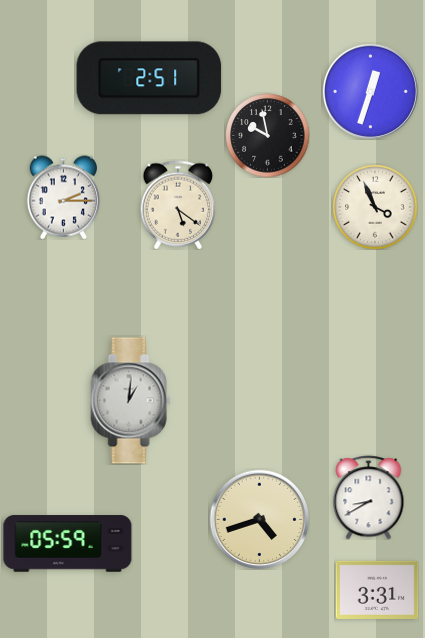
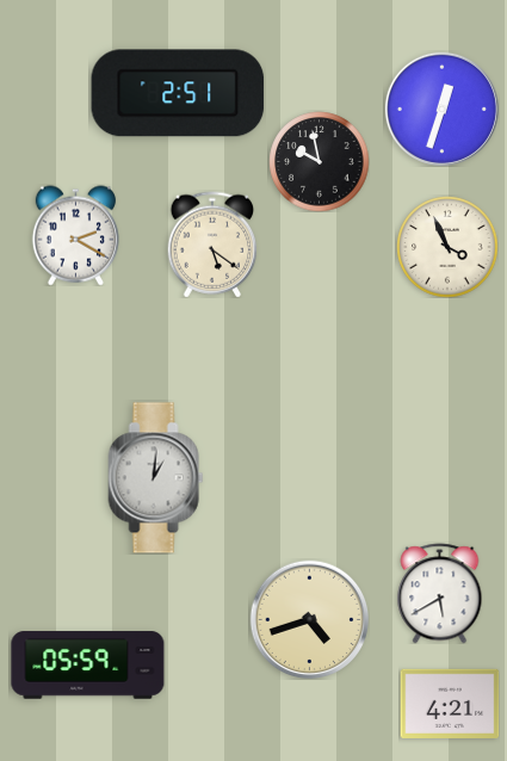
clock at (63, 197): 2:15 -> 2:20
clock at (369, 497): 8:40 -> 5:40
clock at (68, 544) position: (68, 544) -> (88, 666)
clock at (377, 590): 3:31 -> 4:21
